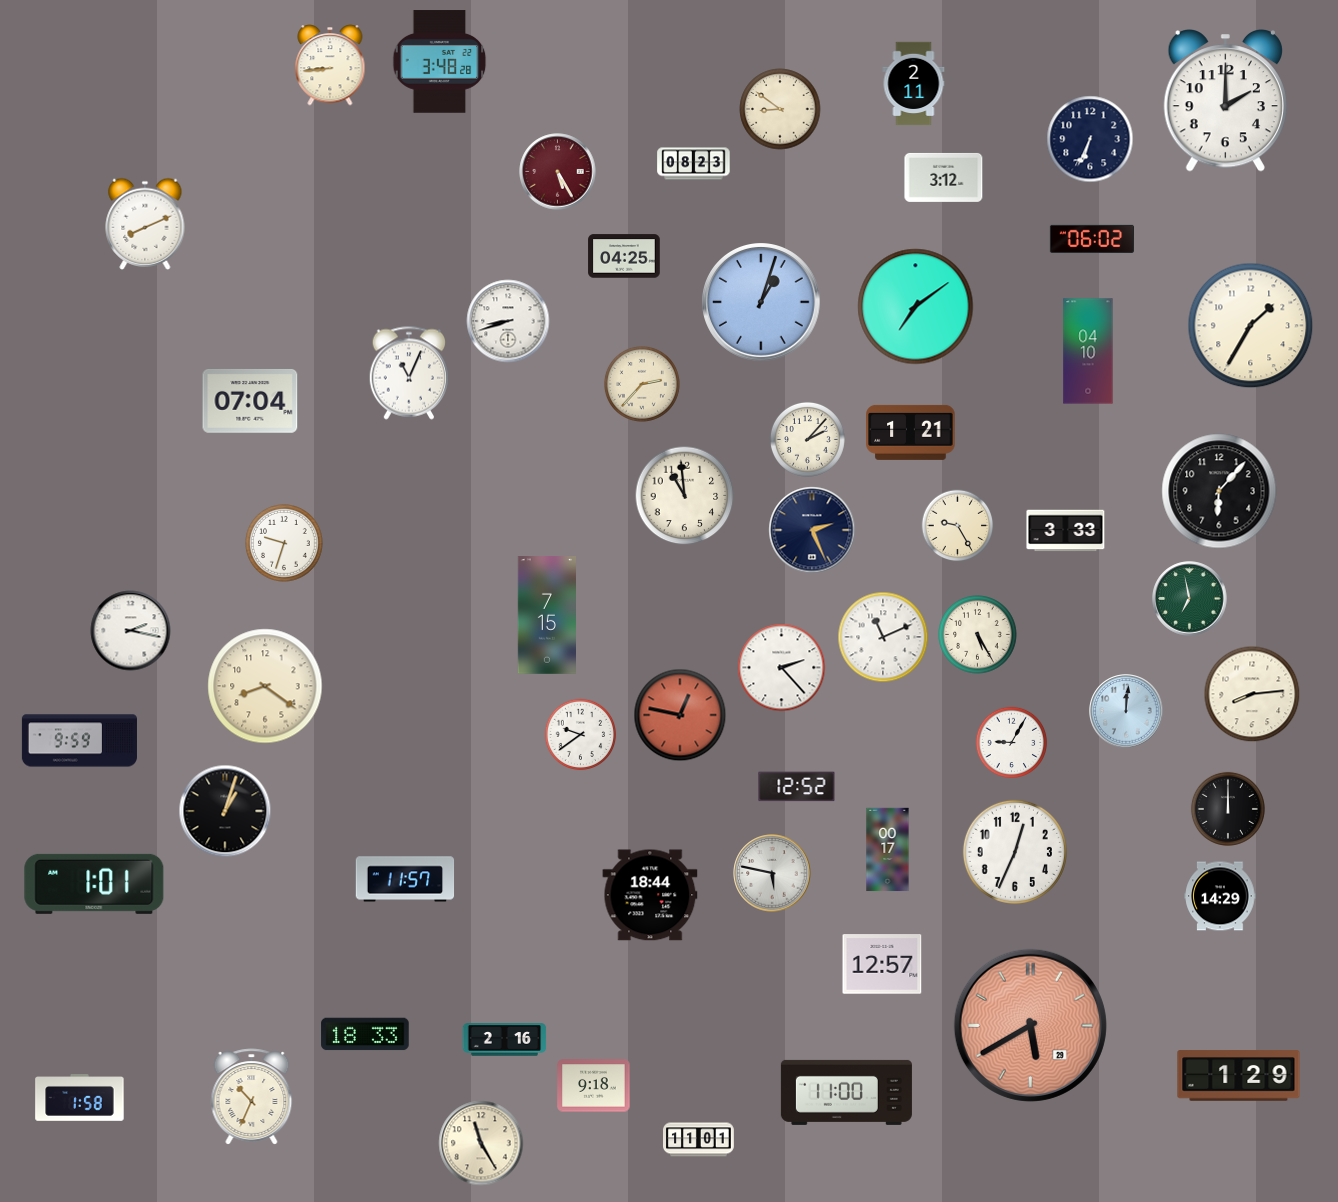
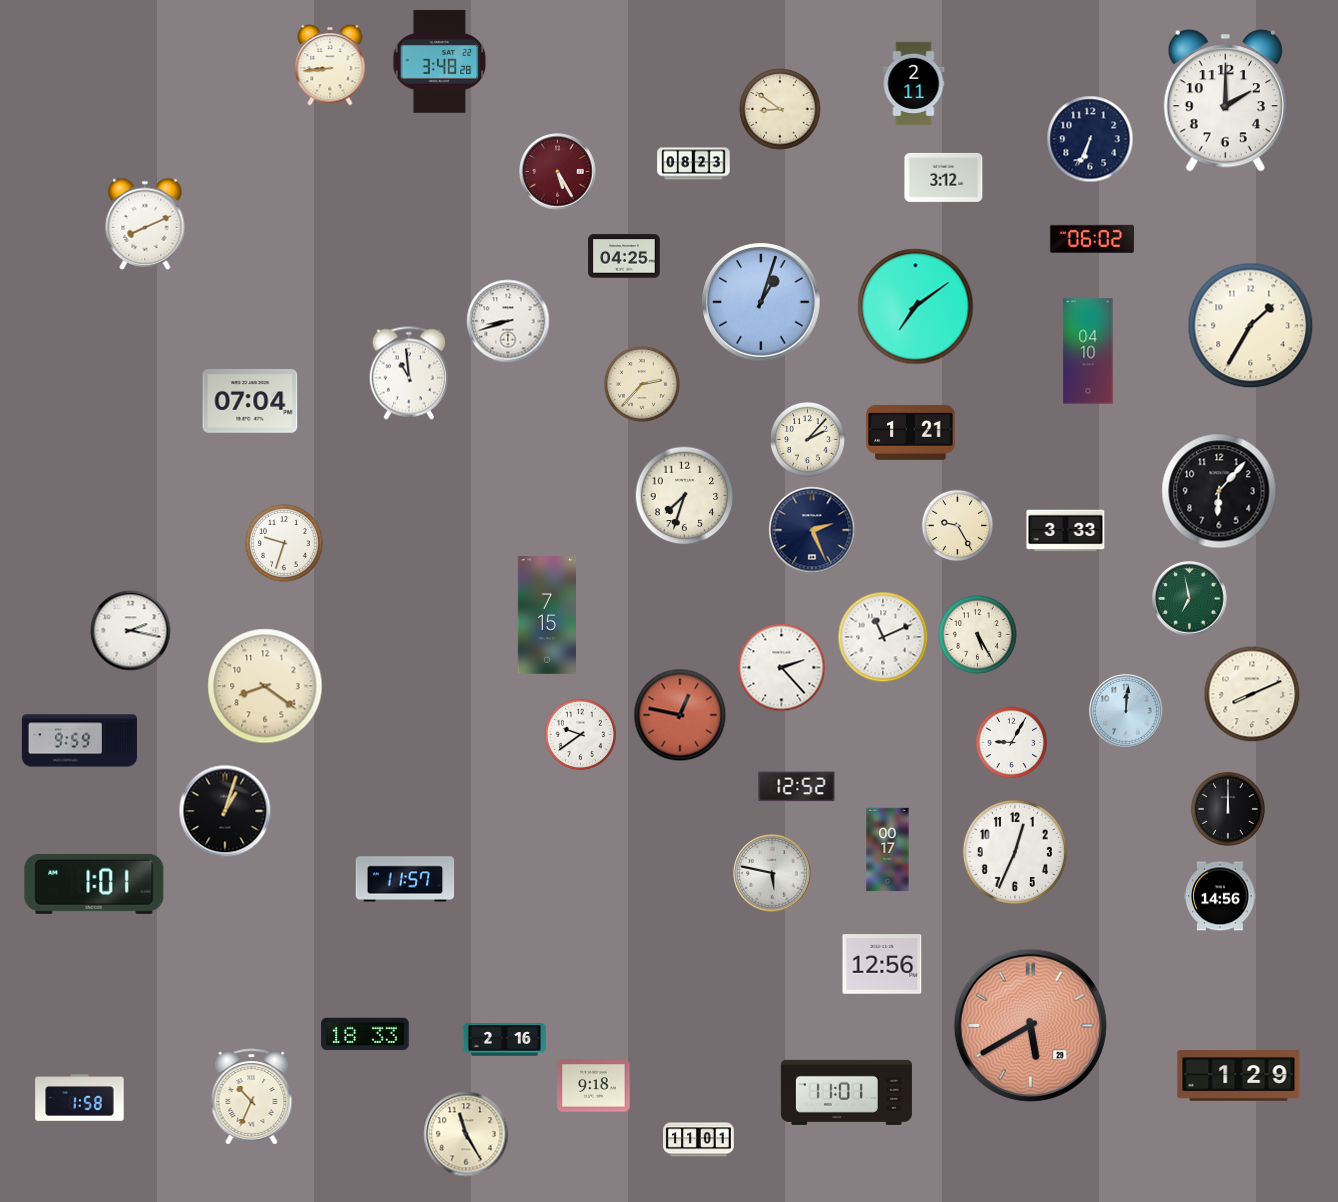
clock at (409, 373): 11:04 -> 10:59
clock at (685, 496): 10:59 -> 7:33
clock at (1252, 694): 8:14 -> 8:11
clock at (650, 895): 18:44 -> none
clock at (1220, 896): 14:29 -> 14:56
clock at (882, 964): 12:57 -> 12:56
clock at (846, 1092): 11:00 -> 11:01
clock at (481, 1143) position: (481, 1143) -> (466, 1134)
